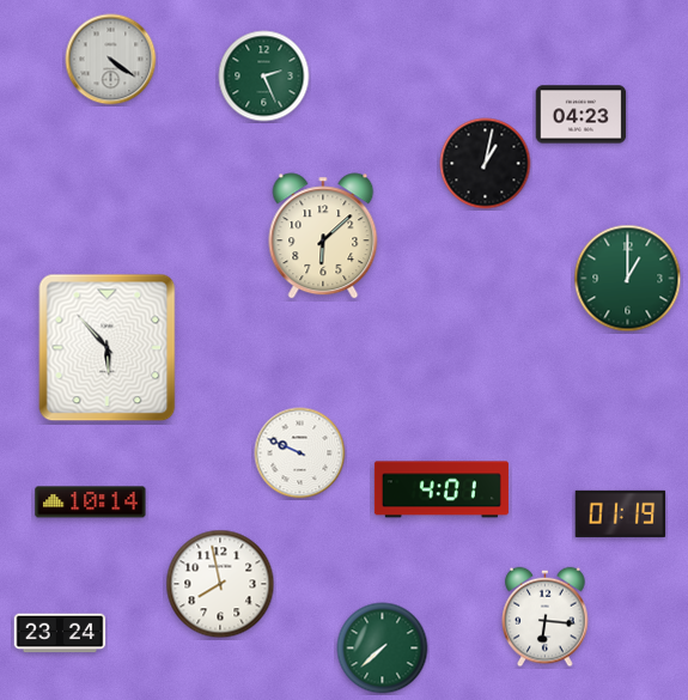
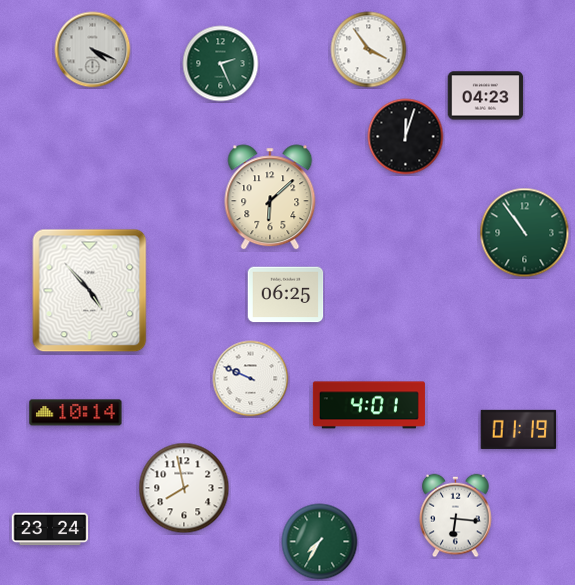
clock at (111, 60): 4:21 -> 4:19
clock at (369, 50): none -> 3:54
clock at (486, 164): 1:02 -> 12:03
clock at (628, 279): 1:00 -> 10:54
clock at (108, 348): 5:53 -> 4:53
clock at (286, 295): none -> 06:25
clock at (442, 489) position: (442, 489) -> (369, 405)
clock at (91, 503) position: (91, 503) -> (76, 413)
clock at (383, 649): 7:38 -> 7:35
